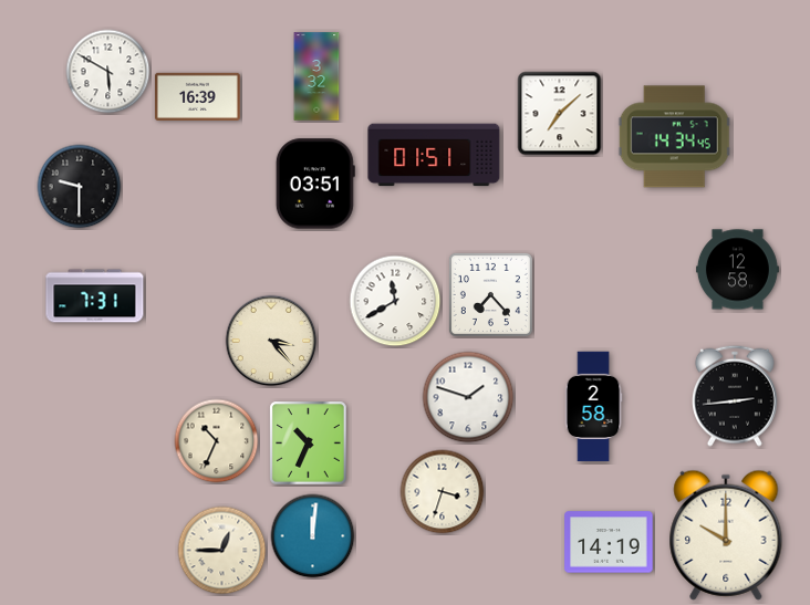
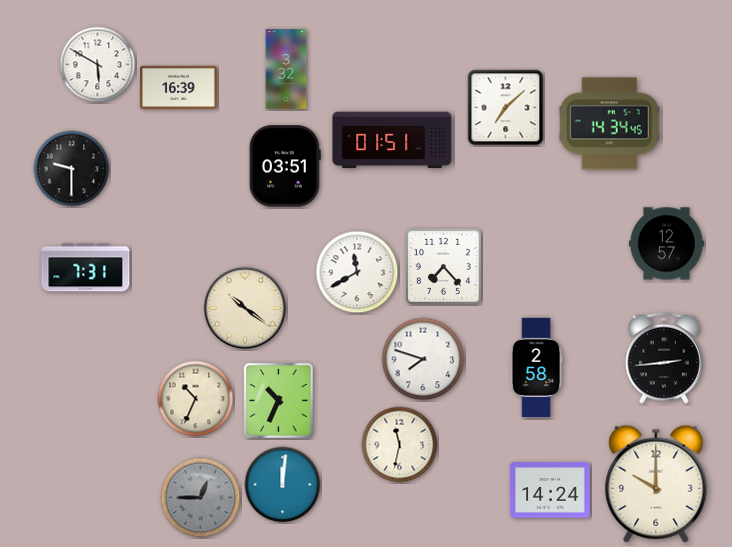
clock at (560, 114) position: (560, 114) -> (506, 108)
clock at (737, 270): 12:58 -> 12:57
clock at (271, 341): 3:23 -> 10:21
clock at (468, 397): 1:48 -> 7:48
clock at (443, 492): 3:33 -> 11:32
clock at (609, 542): 14:19 -> 14:24
clock at (222, 551) dial: cream -> grey
